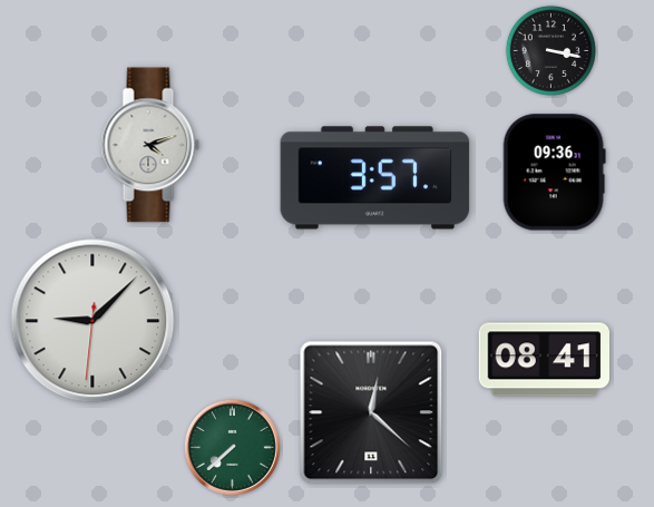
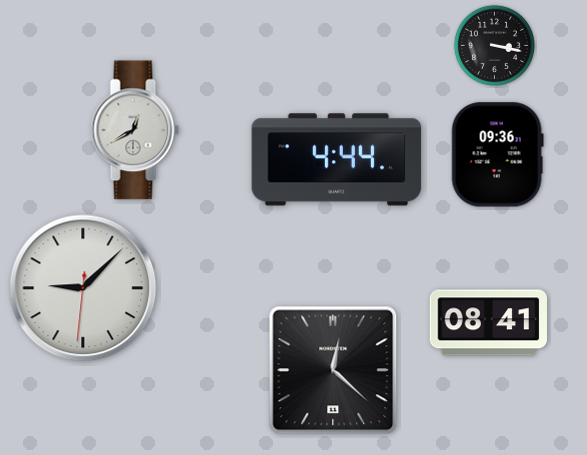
clock at (150, 145): 4:12 -> 12:40
clock at (375, 178): 3:57 -> 4:44
clock at (232, 447): 7:38 -> none
